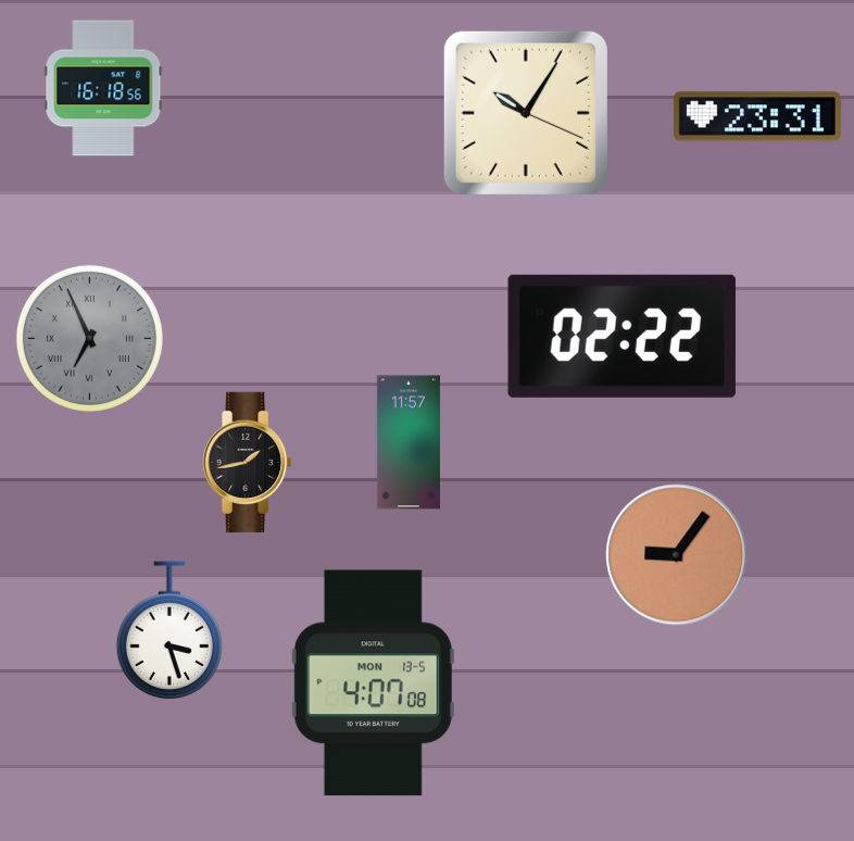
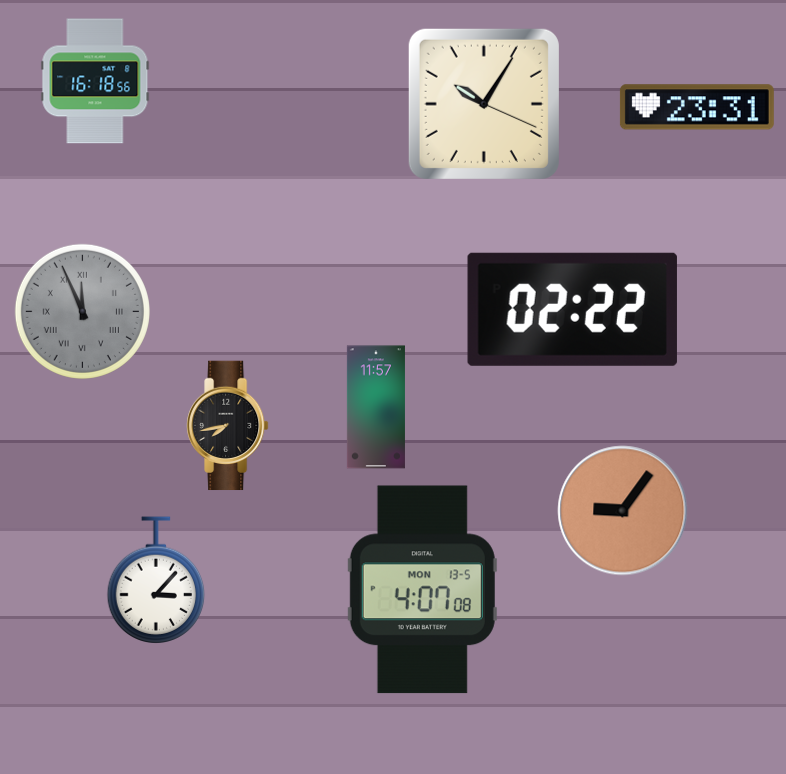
clock at (89, 338): 6:56 -> 11:56
clock at (248, 463): 1:43 -> 7:43
clock at (169, 630): 3:27 -> 3:07
clock at (373, 683) position: (373, 683) -> (422, 590)
